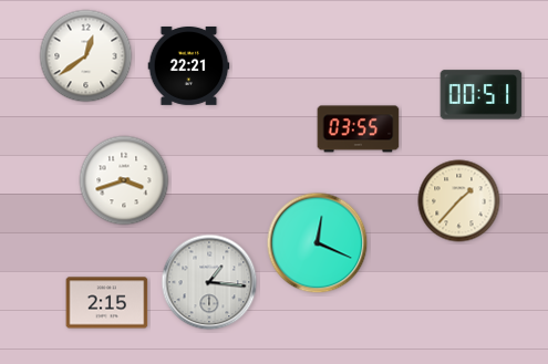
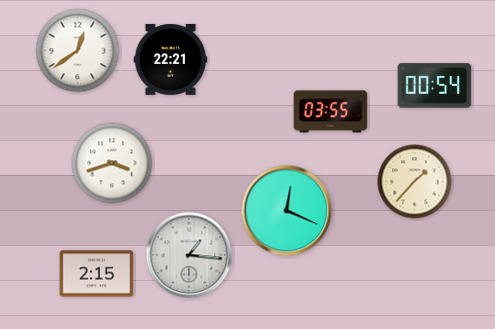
clock at (482, 95): 00:51 -> 00:54
clock at (359, 129) position: (359, 129) -> (331, 112)
clock at (318, 243) position: (318, 243) -> (287, 211)
